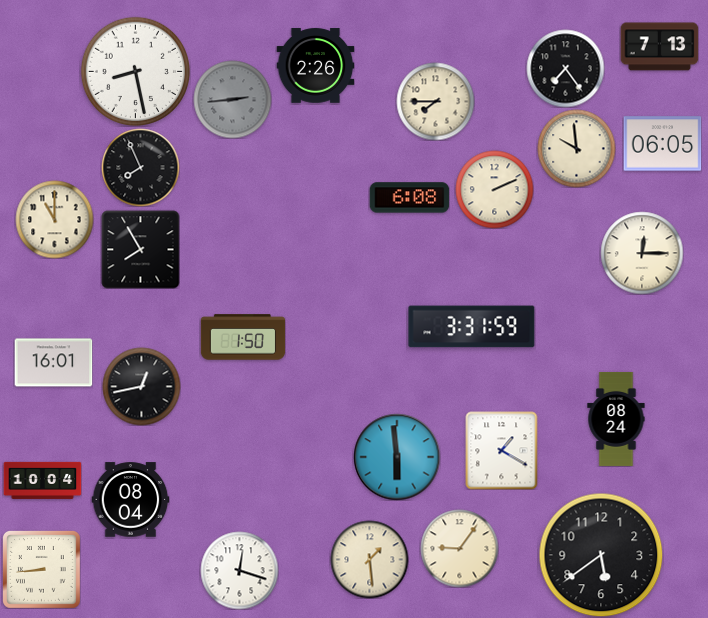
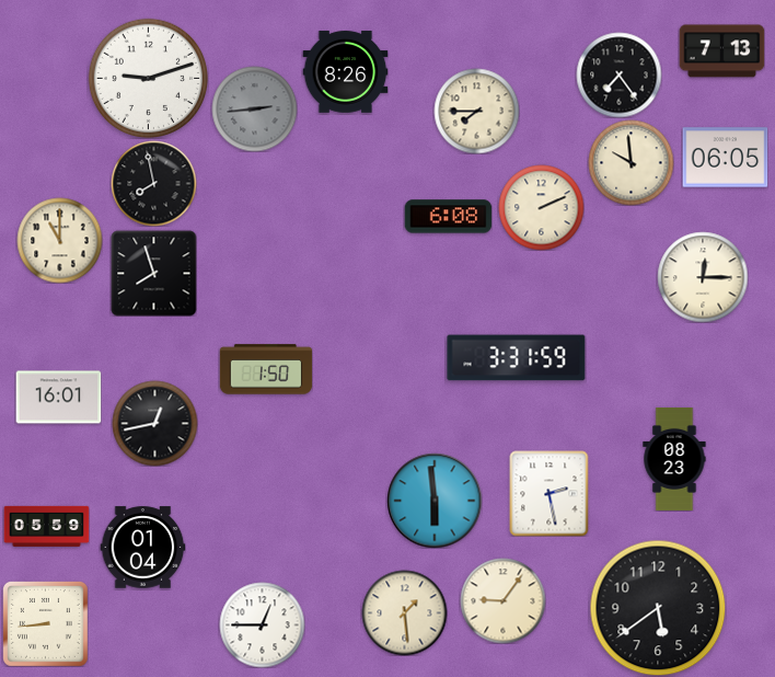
clock at (315, 66): 2:26 -> 8:26
clock at (135, 71): 8:28 -> 9:12
clock at (140, 167): 7:56 -> 7:58
clock at (140, 249): 7:55 -> 7:57
clock at (616, 419): 08:24 -> 08:23
clock at (502, 450): 1:20 -> 2:28
clock at (42, 480): 10:04 -> 05:59
clock at (130, 500): 08:04 -> 01:04
clock at (239, 570): 12:18 -> 12:45
